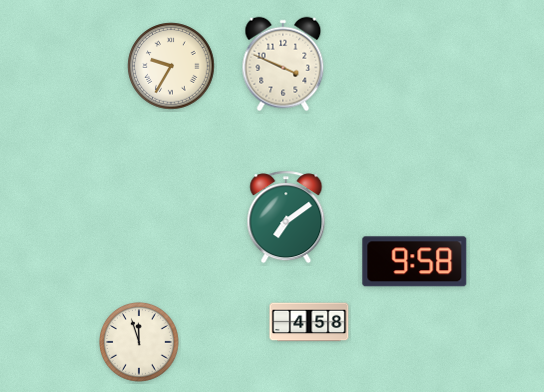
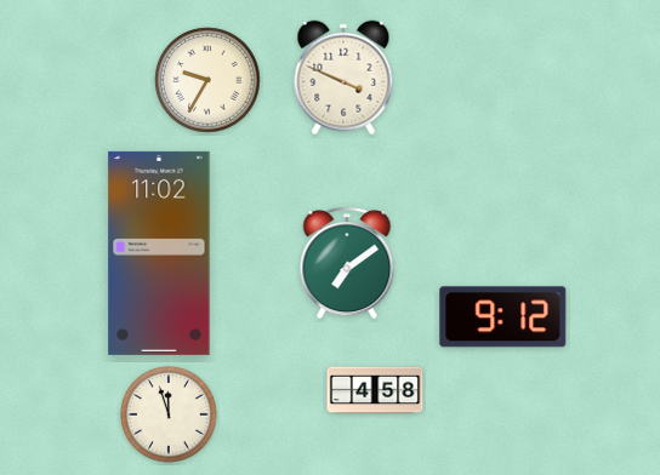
clock at (159, 253): none -> 11:02
clock at (415, 262): 9:58 -> 9:12
